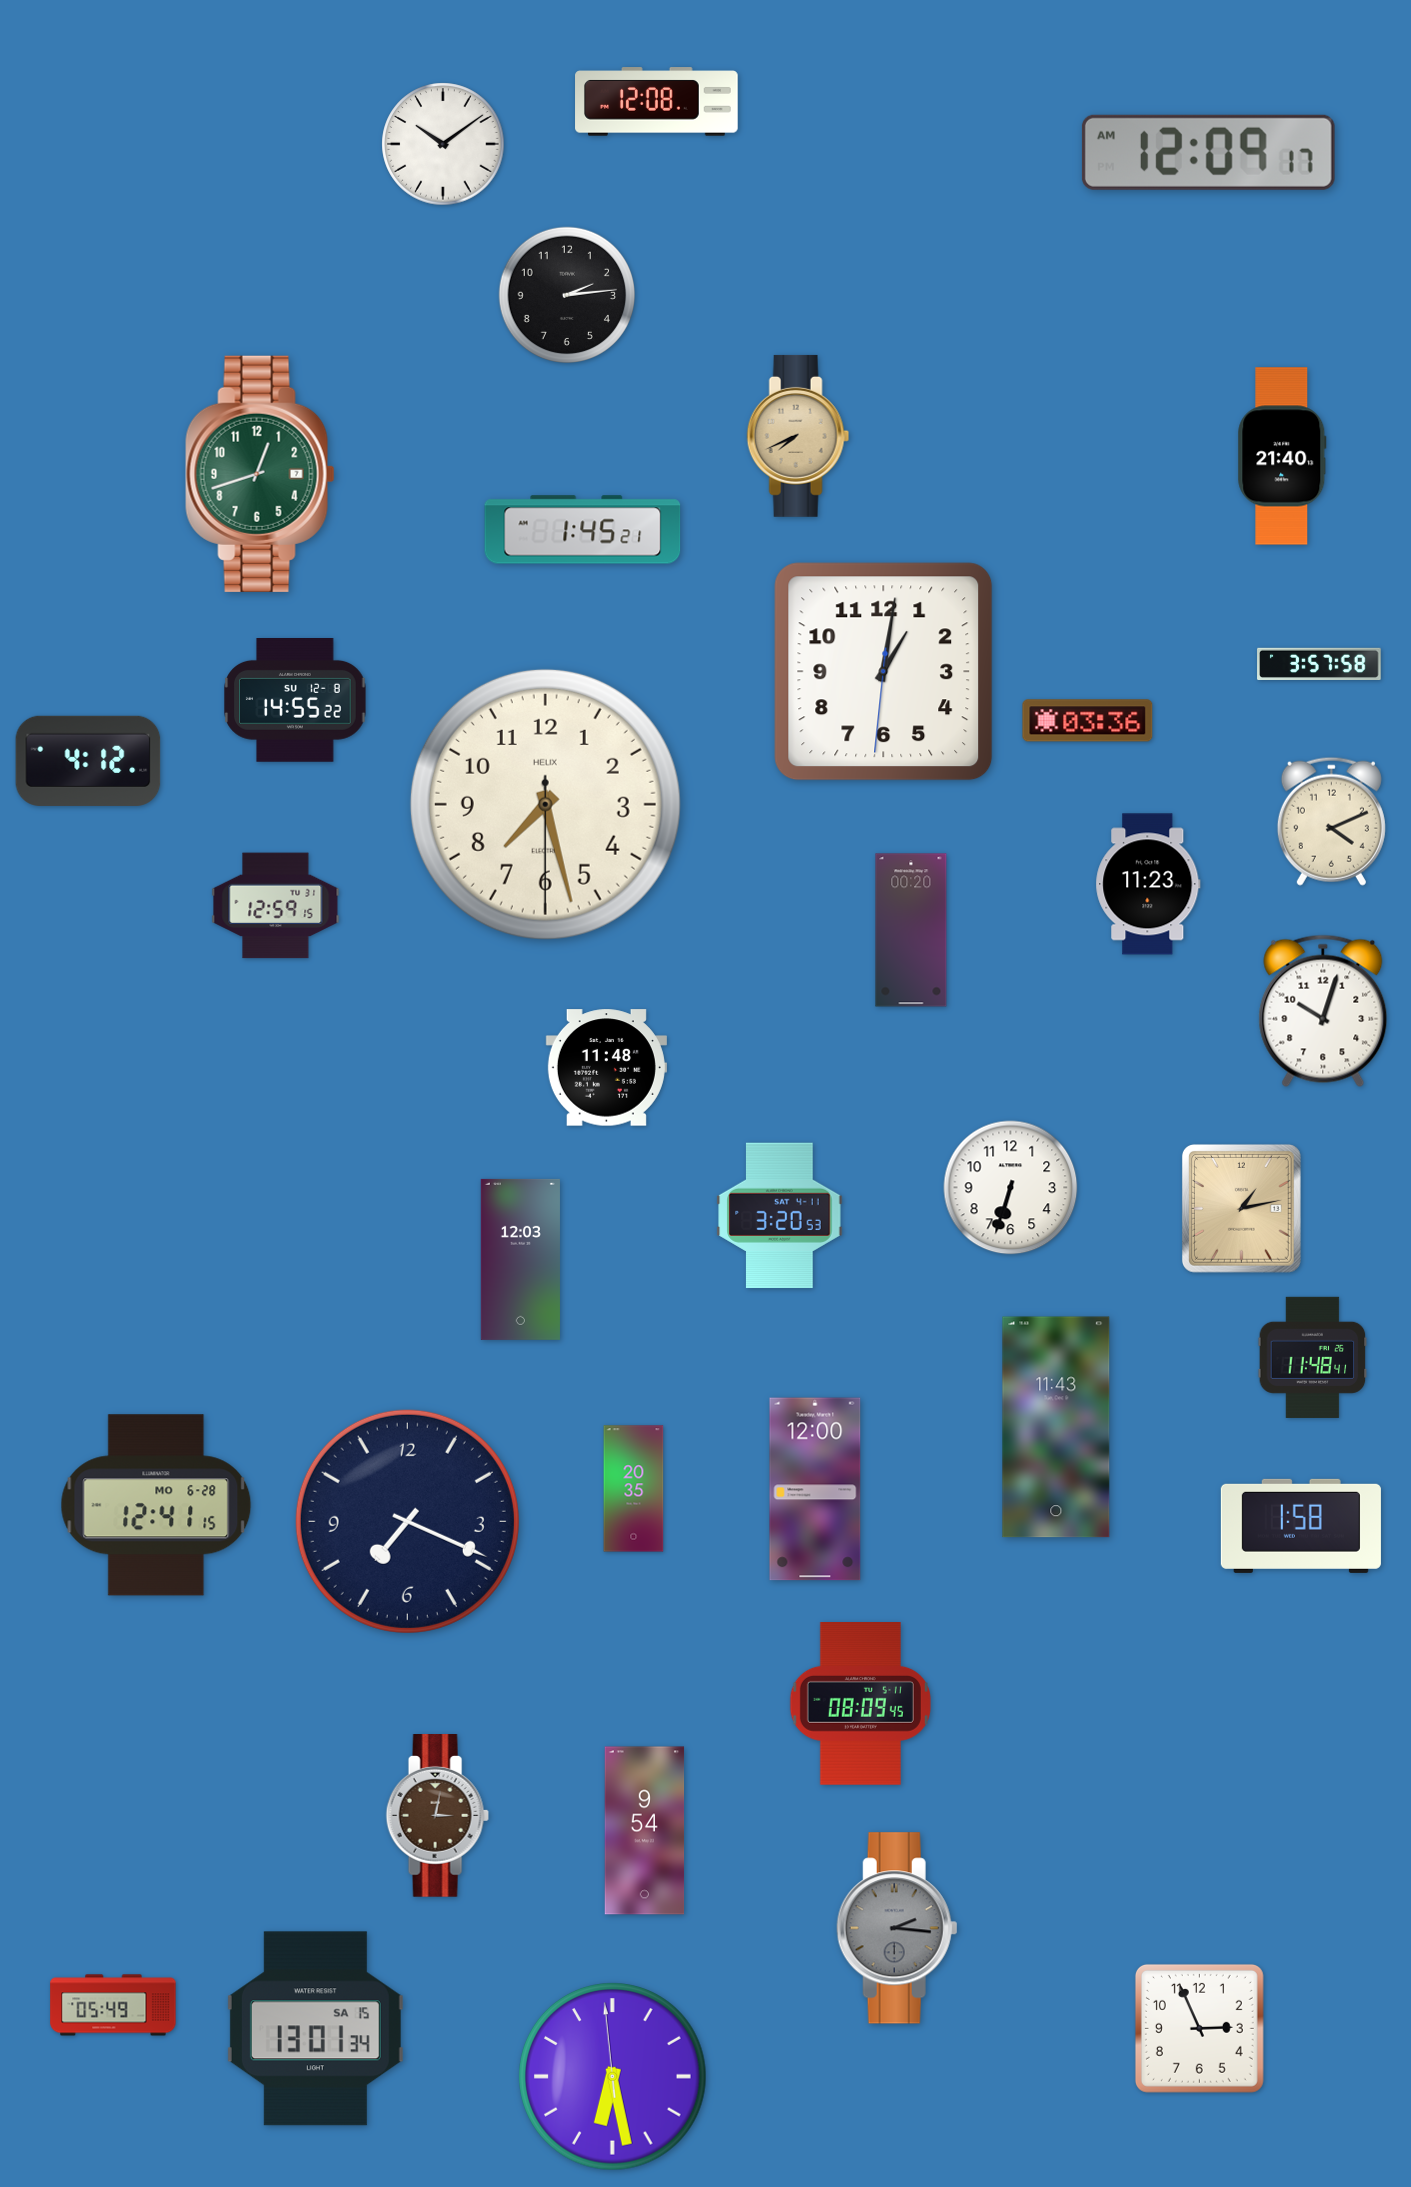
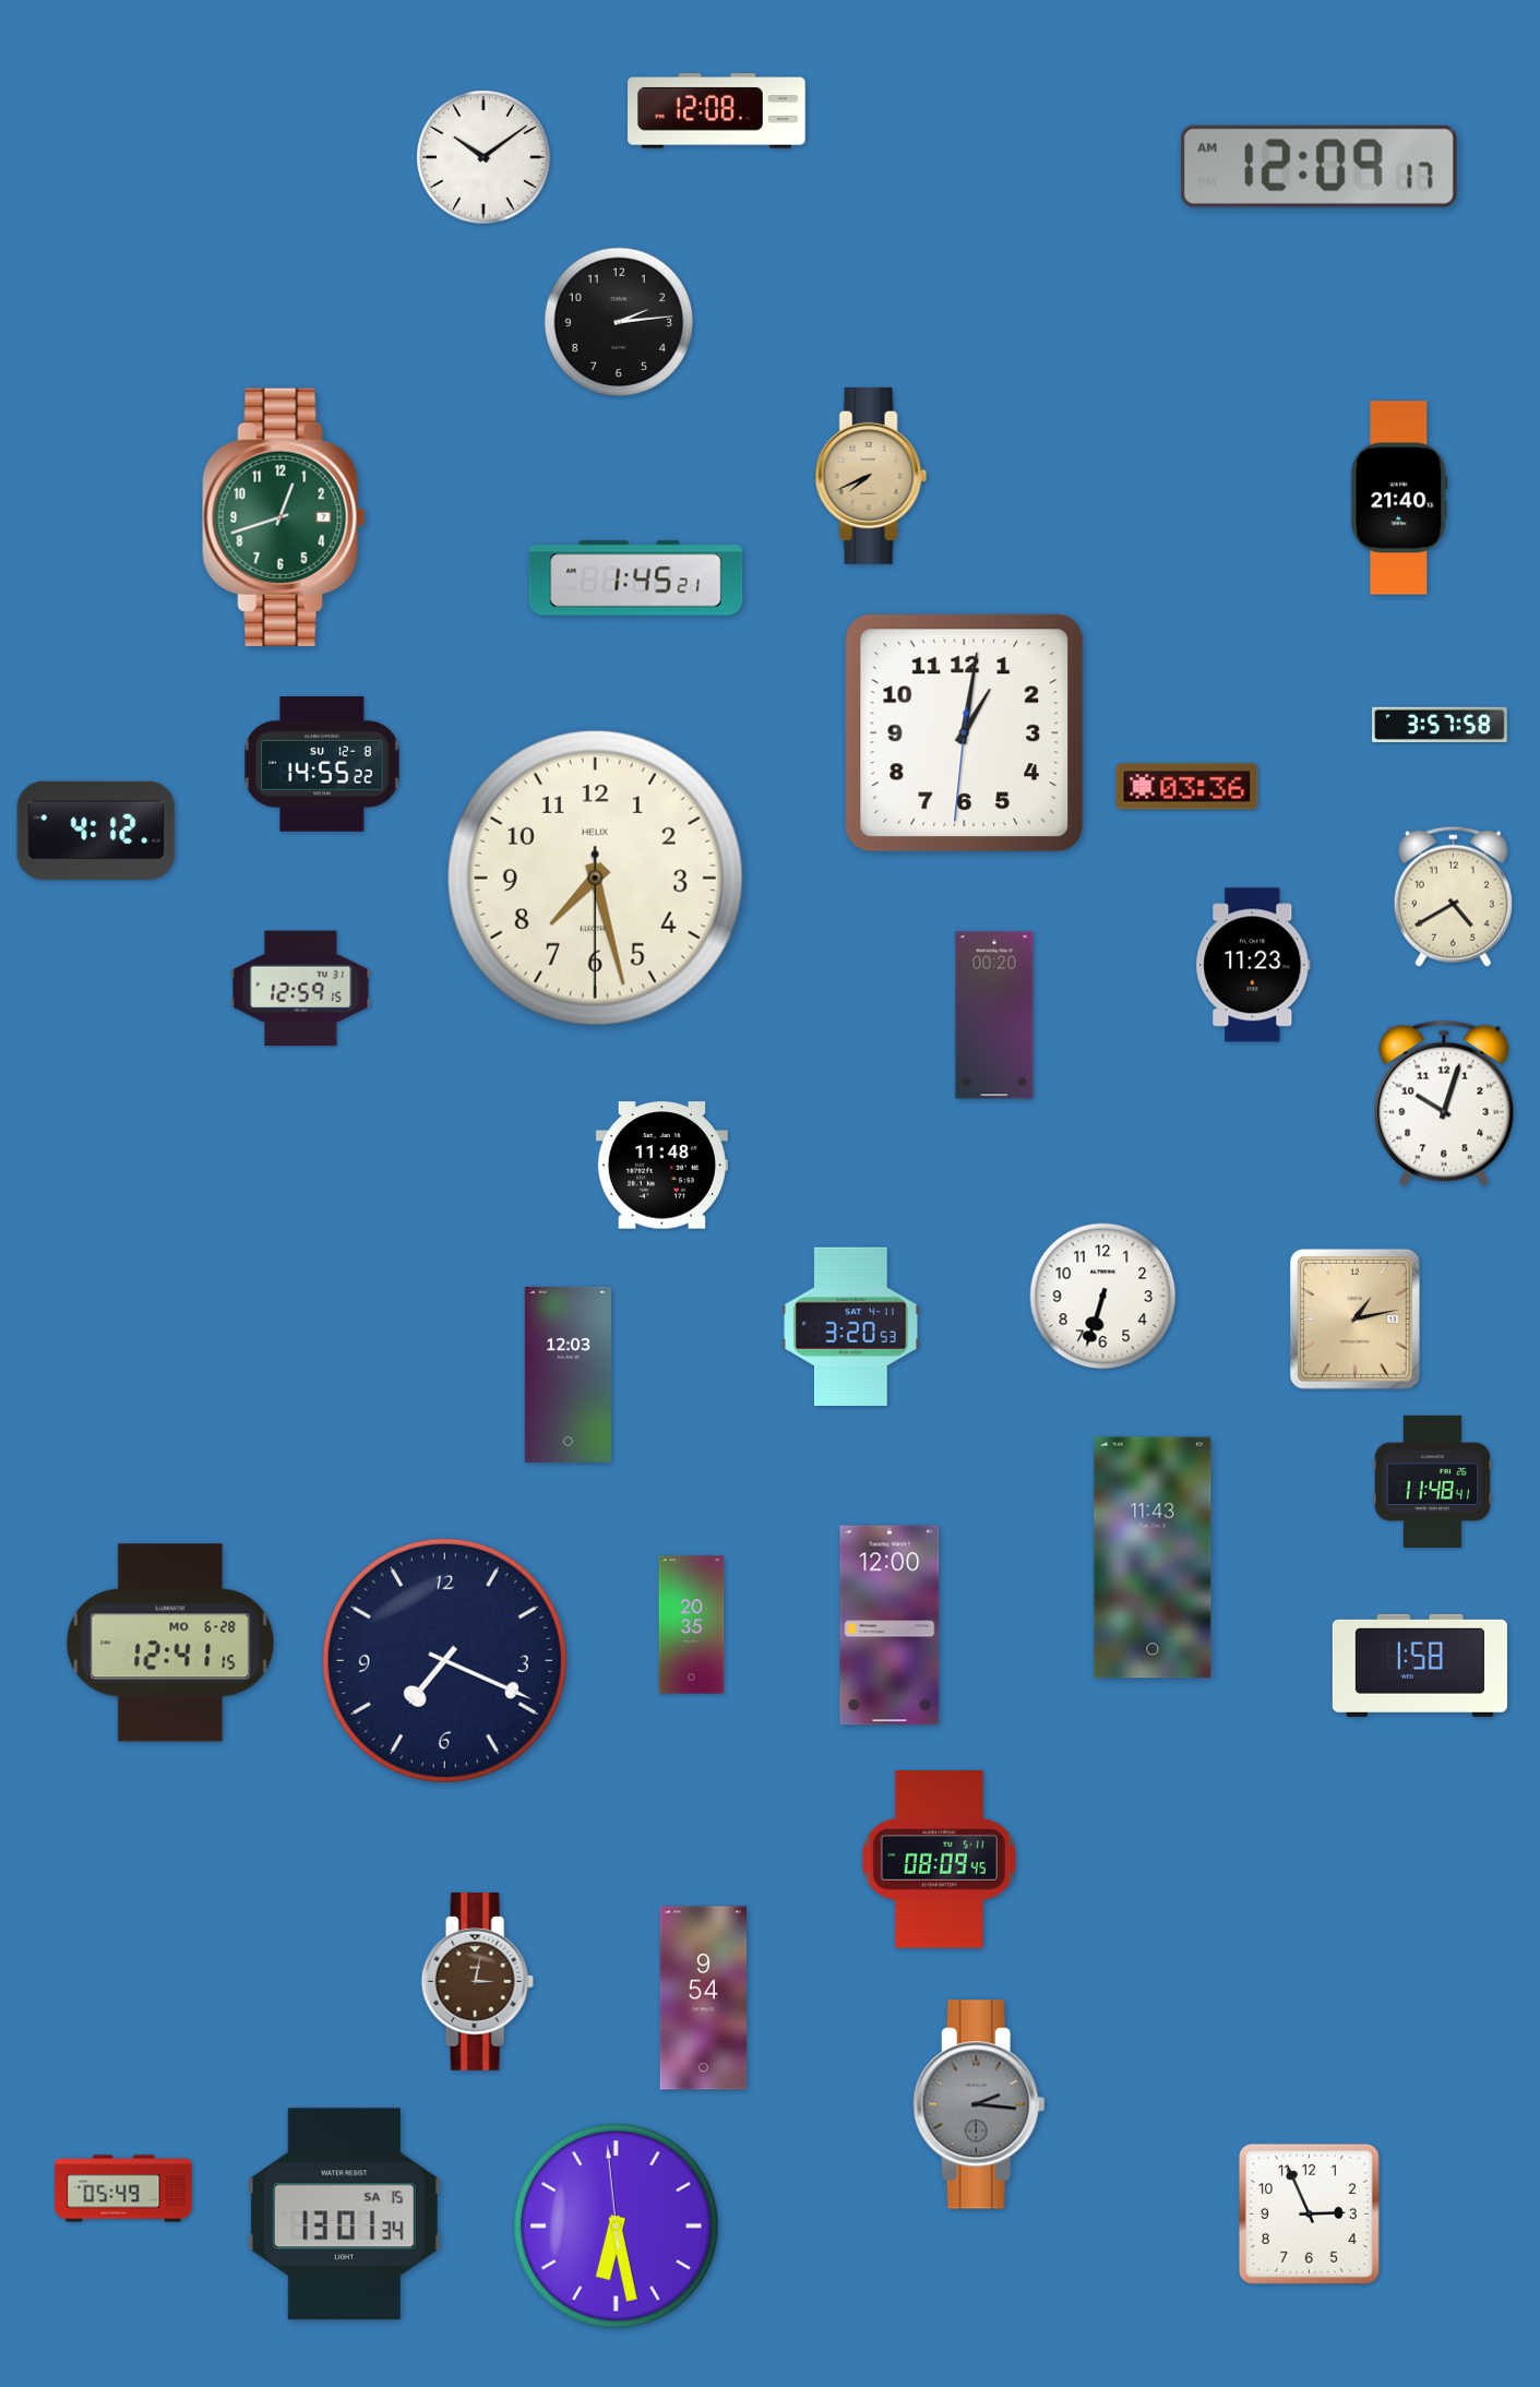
clock at (1331, 821): 4:11 -> 4:40
clock at (613, 2077) position: (613, 2077) -> (617, 2227)
